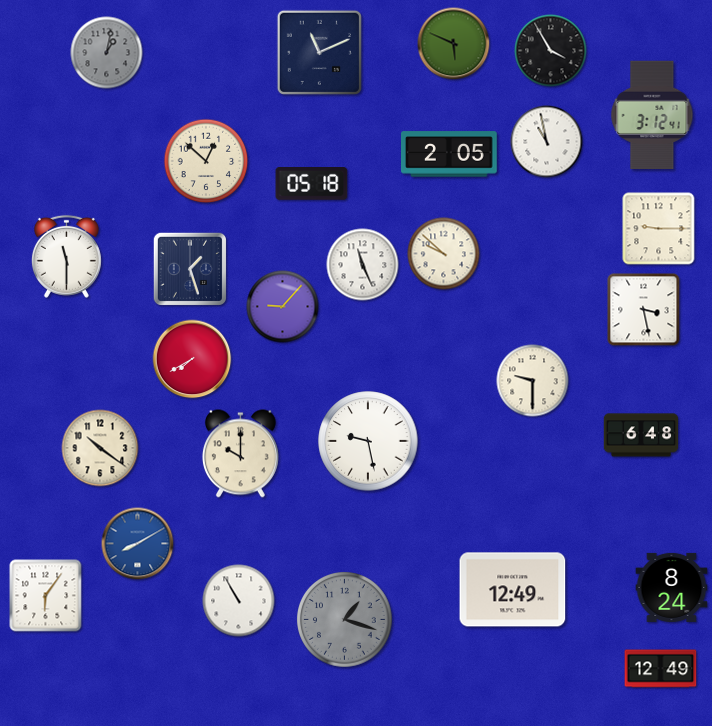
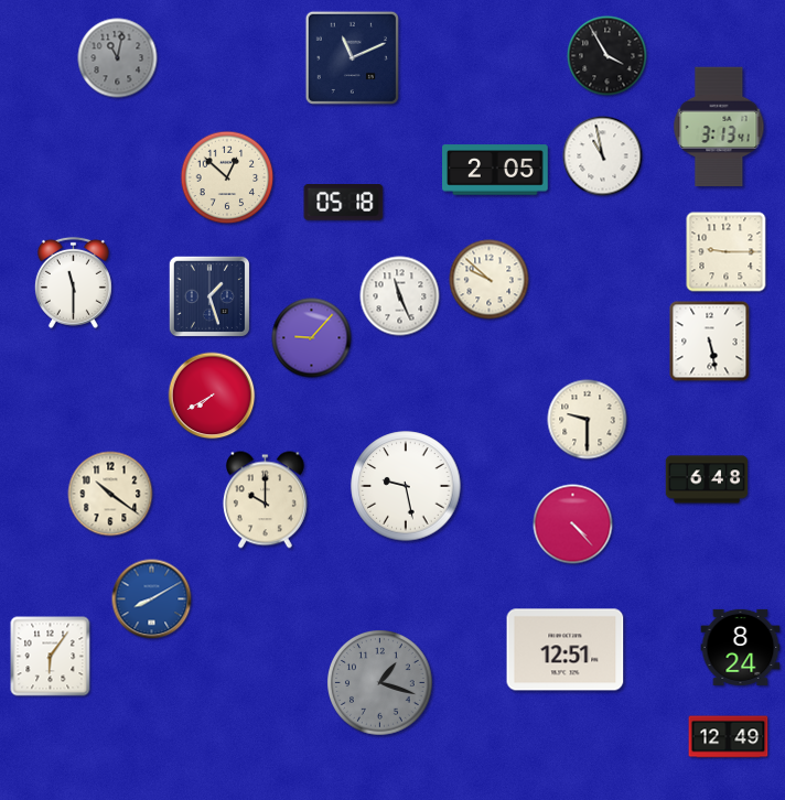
clock at (454, 44): 5:49 -> none
clock at (107, 53): 1:02 -> 11:02
clock at (652, 115): 3:12 -> 3:13
clock at (363, 265) position: (363, 265) -> (400, 296)
clock at (644, 310): 3:28 -> 5:28
clock at (573, 525): none -> 4:23
clock at (513, 590): 12:49 -> 12:51
clock at (239, 601): 10:55 -> none
